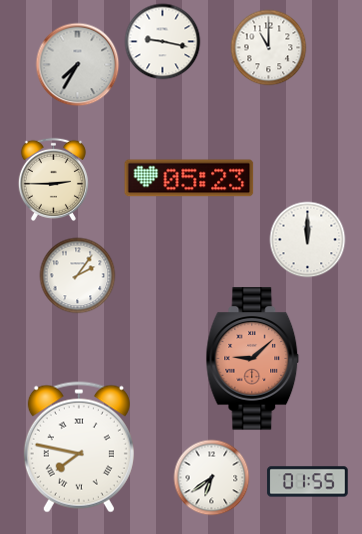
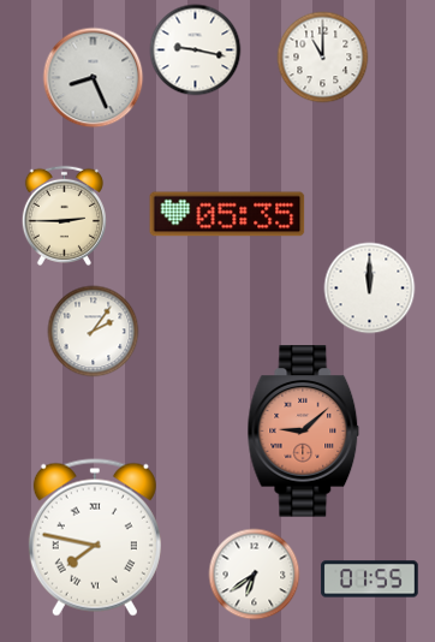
clock at (78, 65): 7:35 -> 8:26
clock at (189, 178): 05:23 -> 05:35
